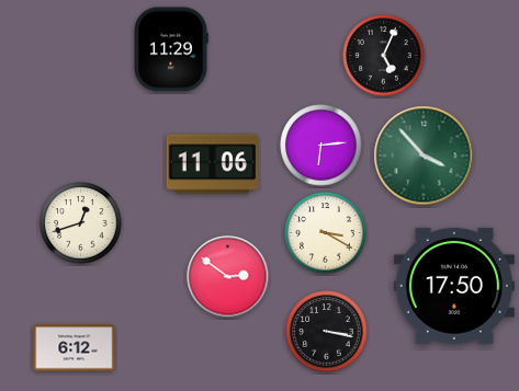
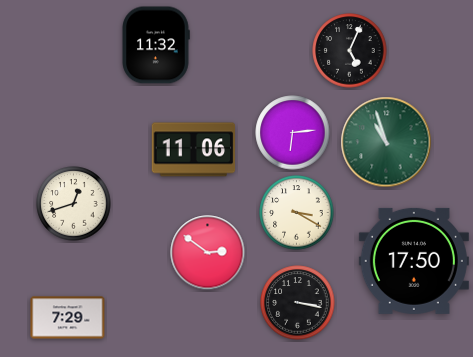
clock at (171, 49): 11:29 -> 11:32
clock at (424, 156): 3:53 -> 10:57
clock at (75, 348): 6:12 -> 7:29
